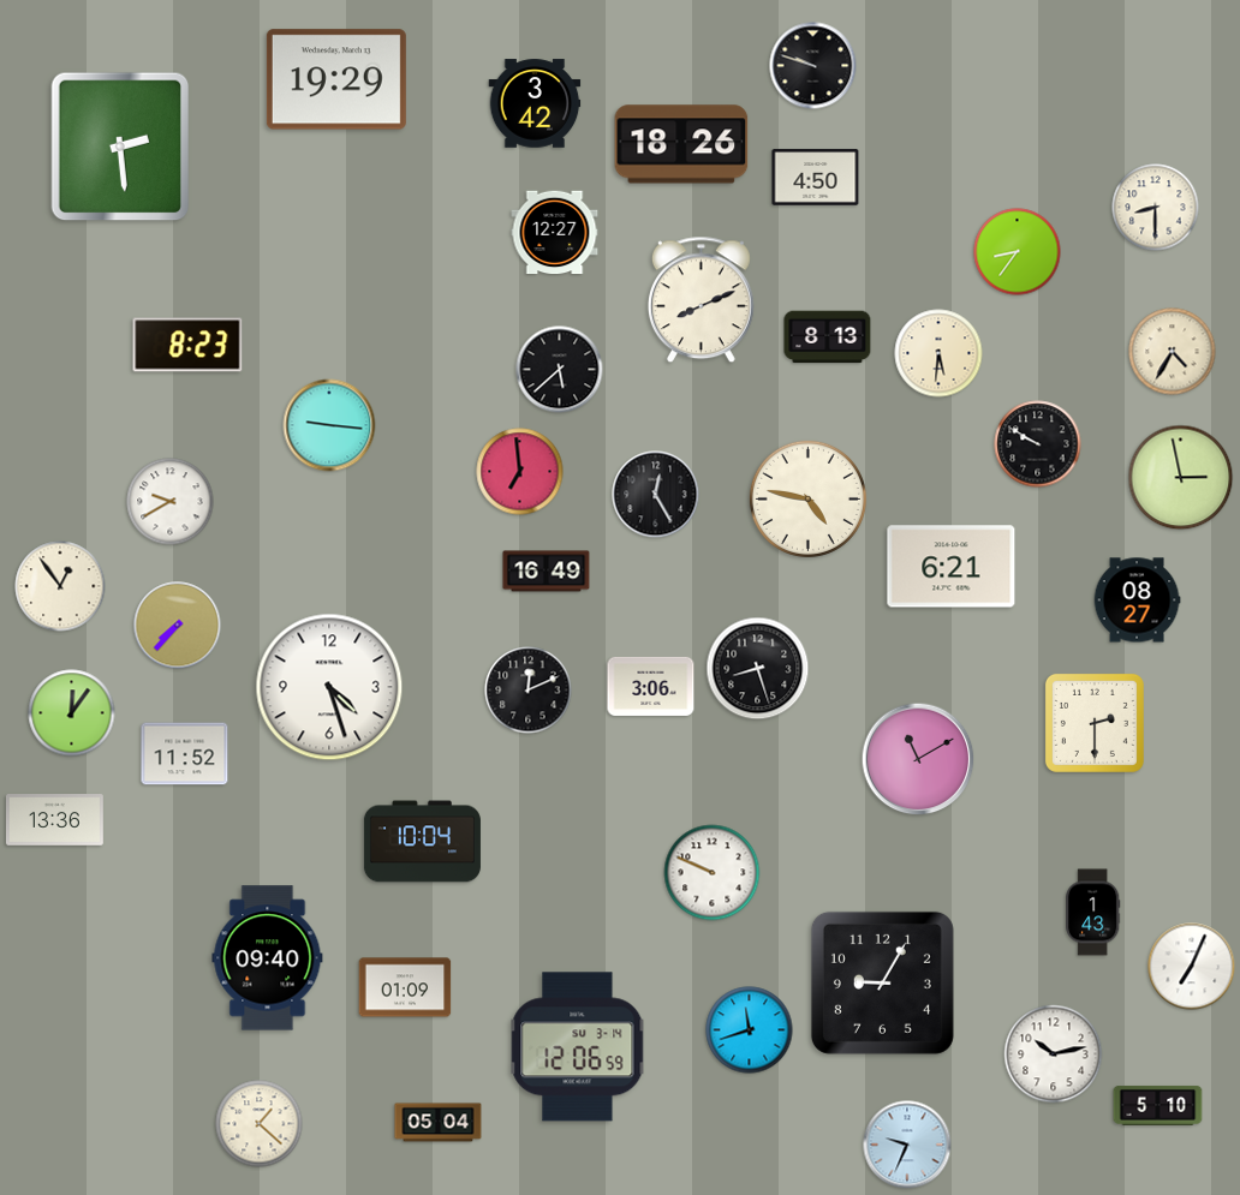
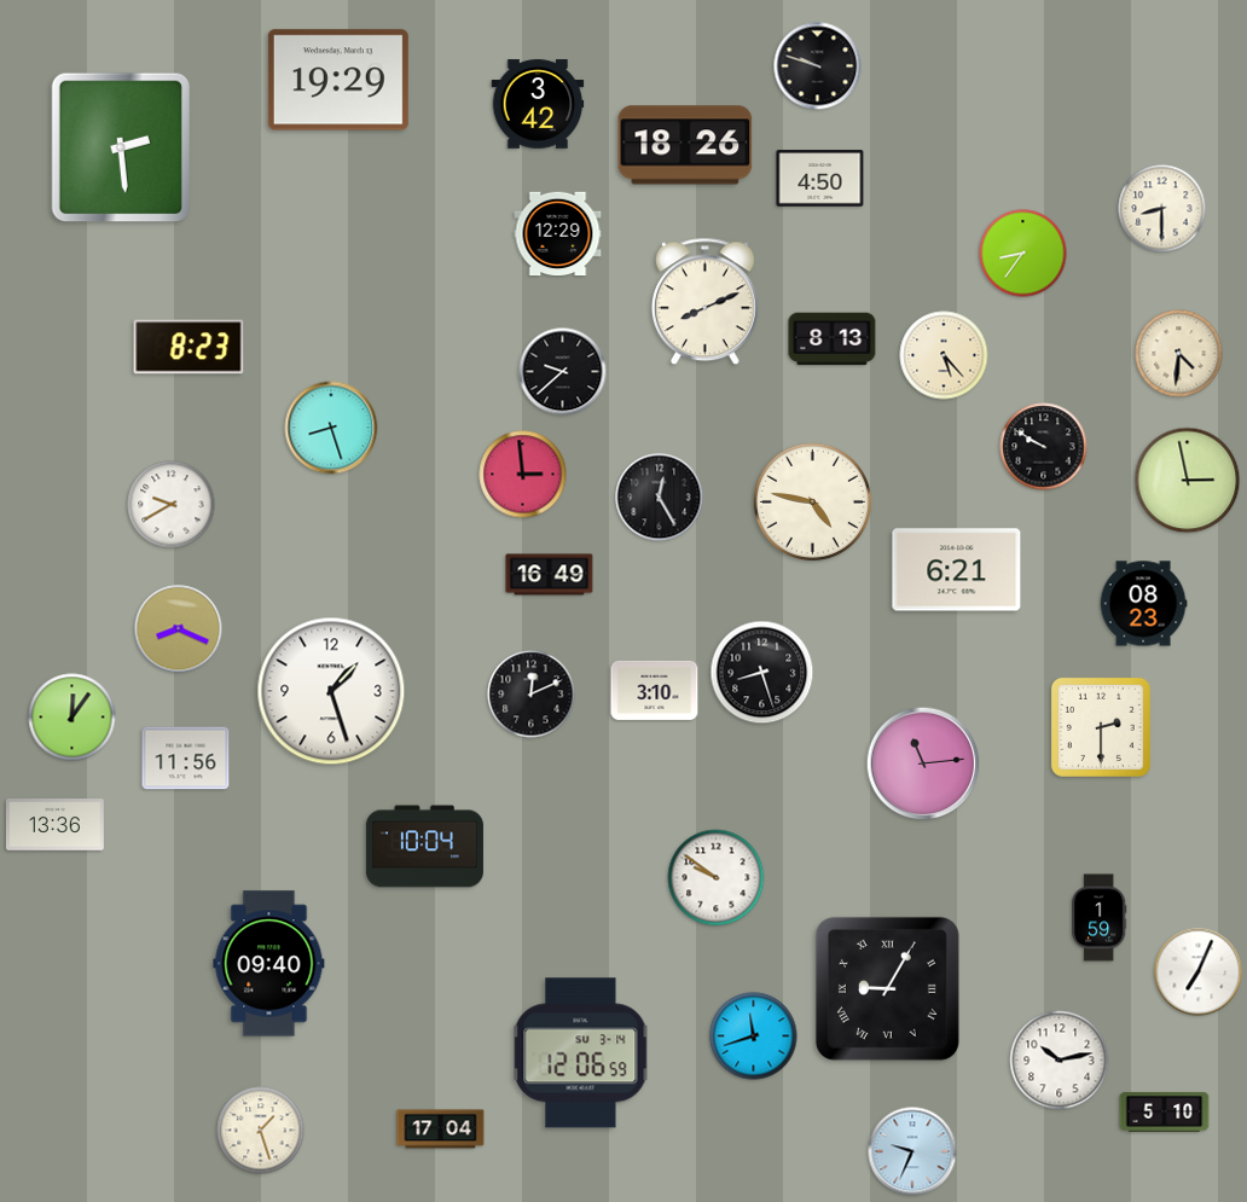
clock at (555, 233): 12:27 -> 12:29
clock at (1173, 352): 4:35 -> 4:31
clock at (938, 353): 5:31 -> 5:23
clock at (560, 370): 5:38 -> 9:38
clock at (329, 425): 9:16 -> 8:27
clock at (520, 472): 6:59 -> 2:59
clock at (60, 586): 12:54 -> none
clock at (1137, 601): 08:27 -> 08:23
clock at (178, 626): 7:37 -> 8:19
clock at (651, 686): 3:06 -> 3:10
clock at (329, 687): 4:27 -> 1:27
clock at (185, 754): 11:52 -> 11:56
clock at (918, 759): 11:10 -> 11:14
clock at (713, 873): 9:49 -> 9:51
clock at (1093, 913): 1:43 -> 1:59
clock at (882, 982) numerals: Arabic -> Roman
clock at (405, 987): 01:09 -> none
clock at (439, 1123): 05:04 -> 17:04
clock at (260, 1124): 1:22 -> 1:27
